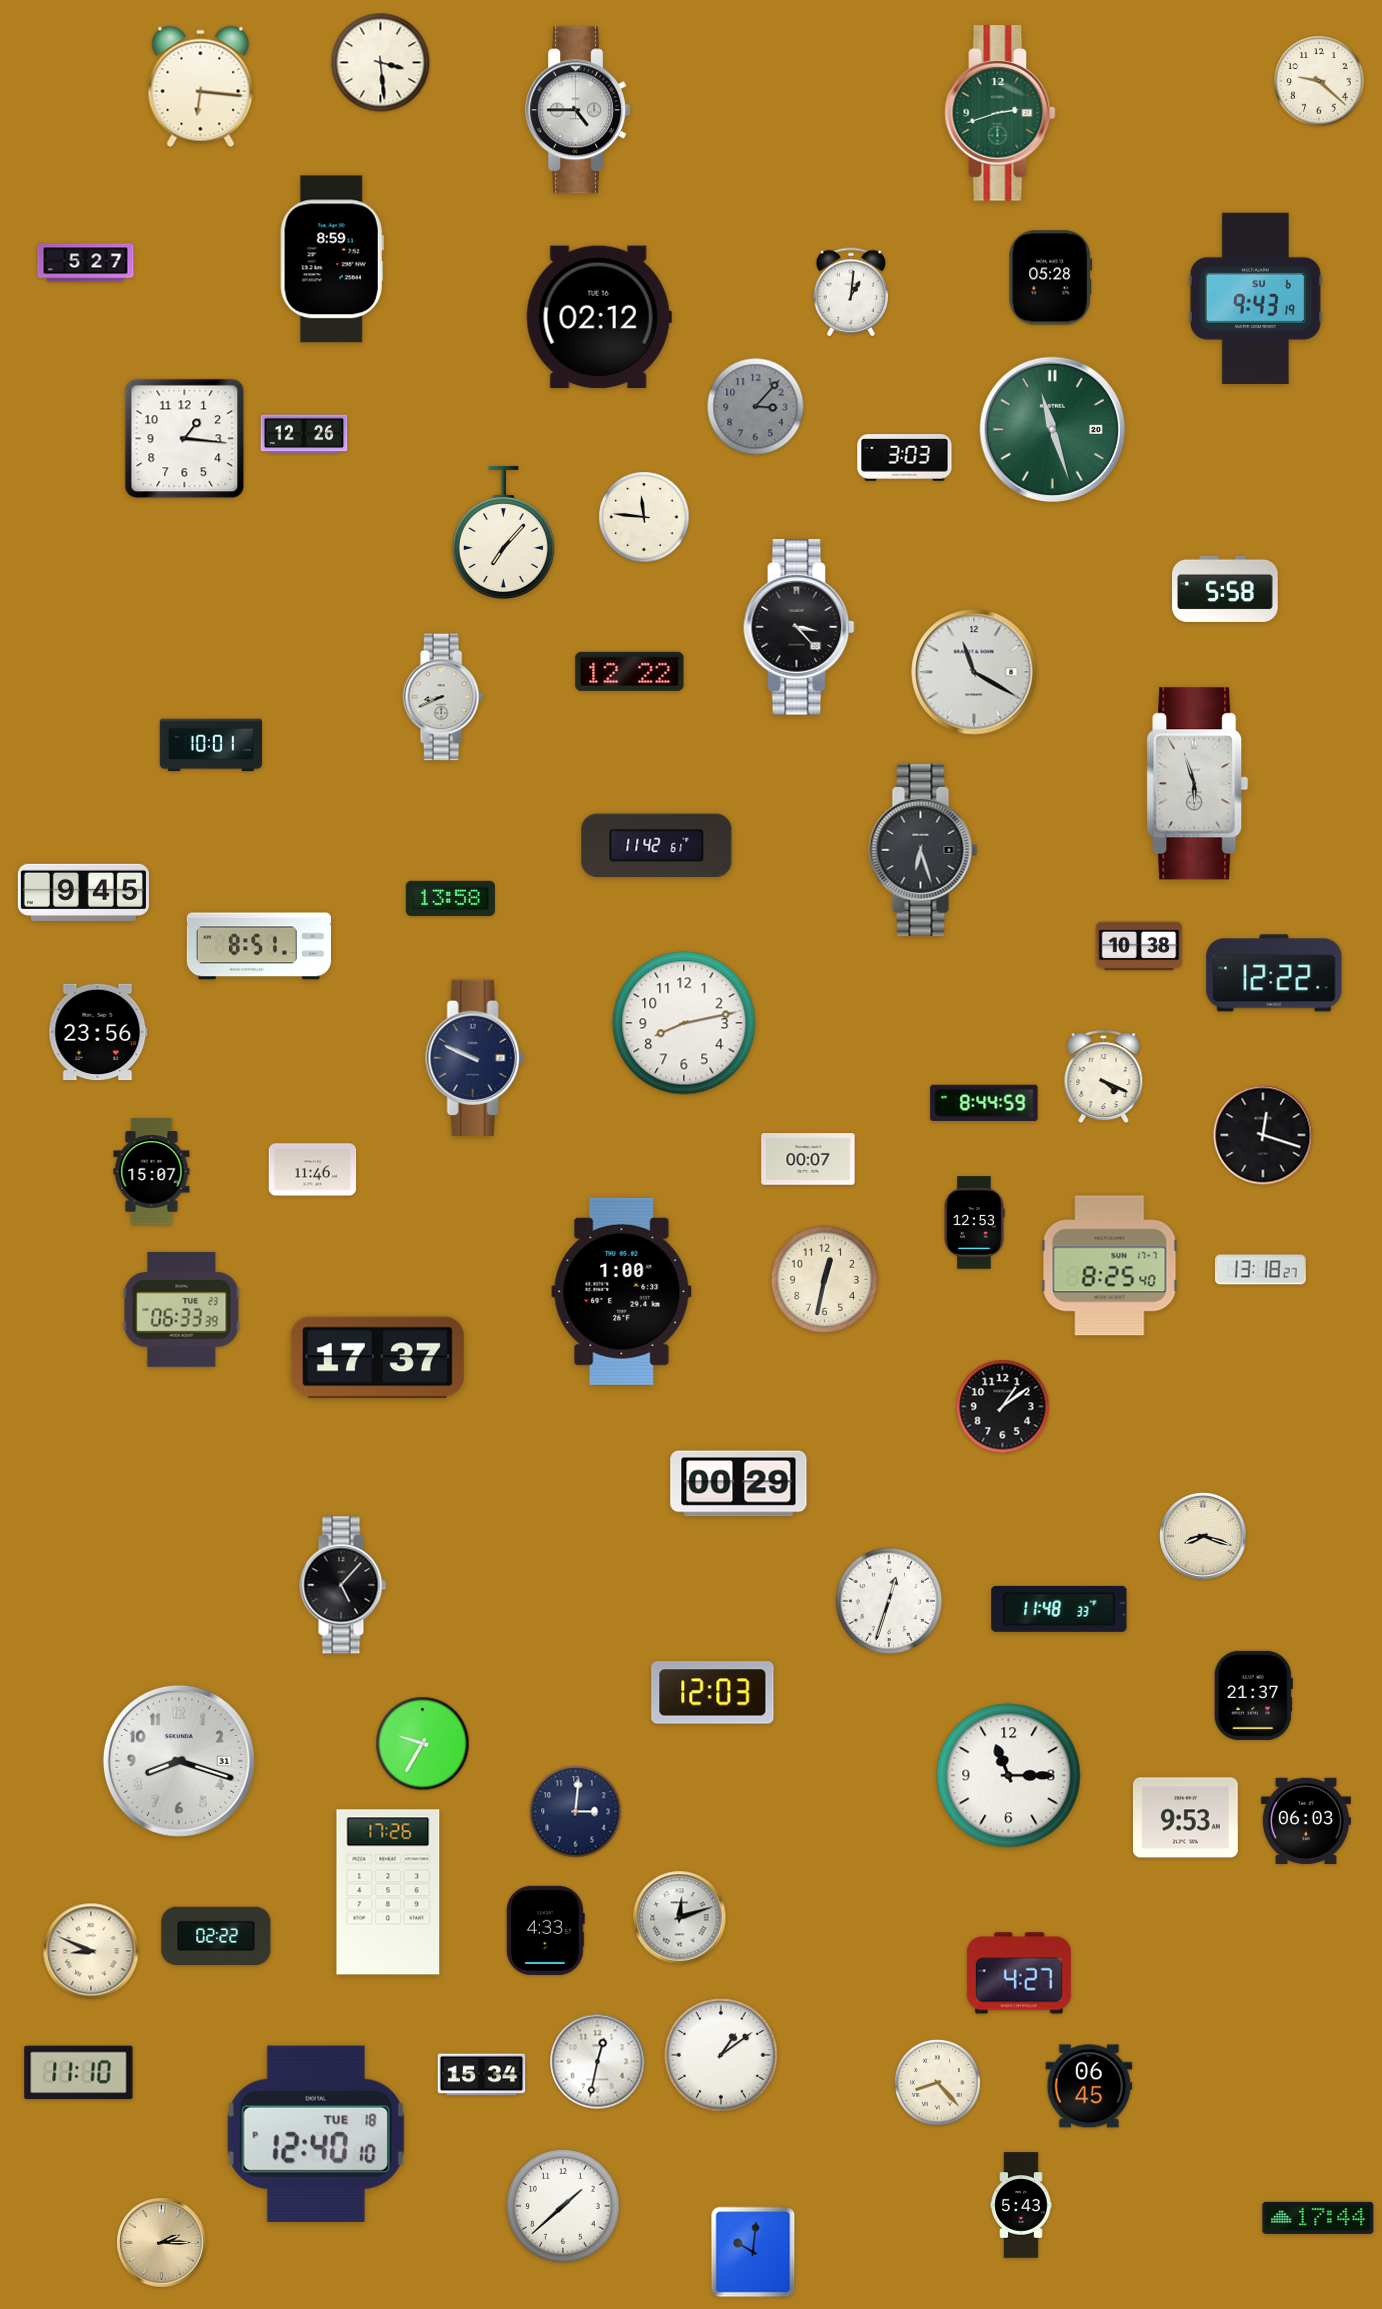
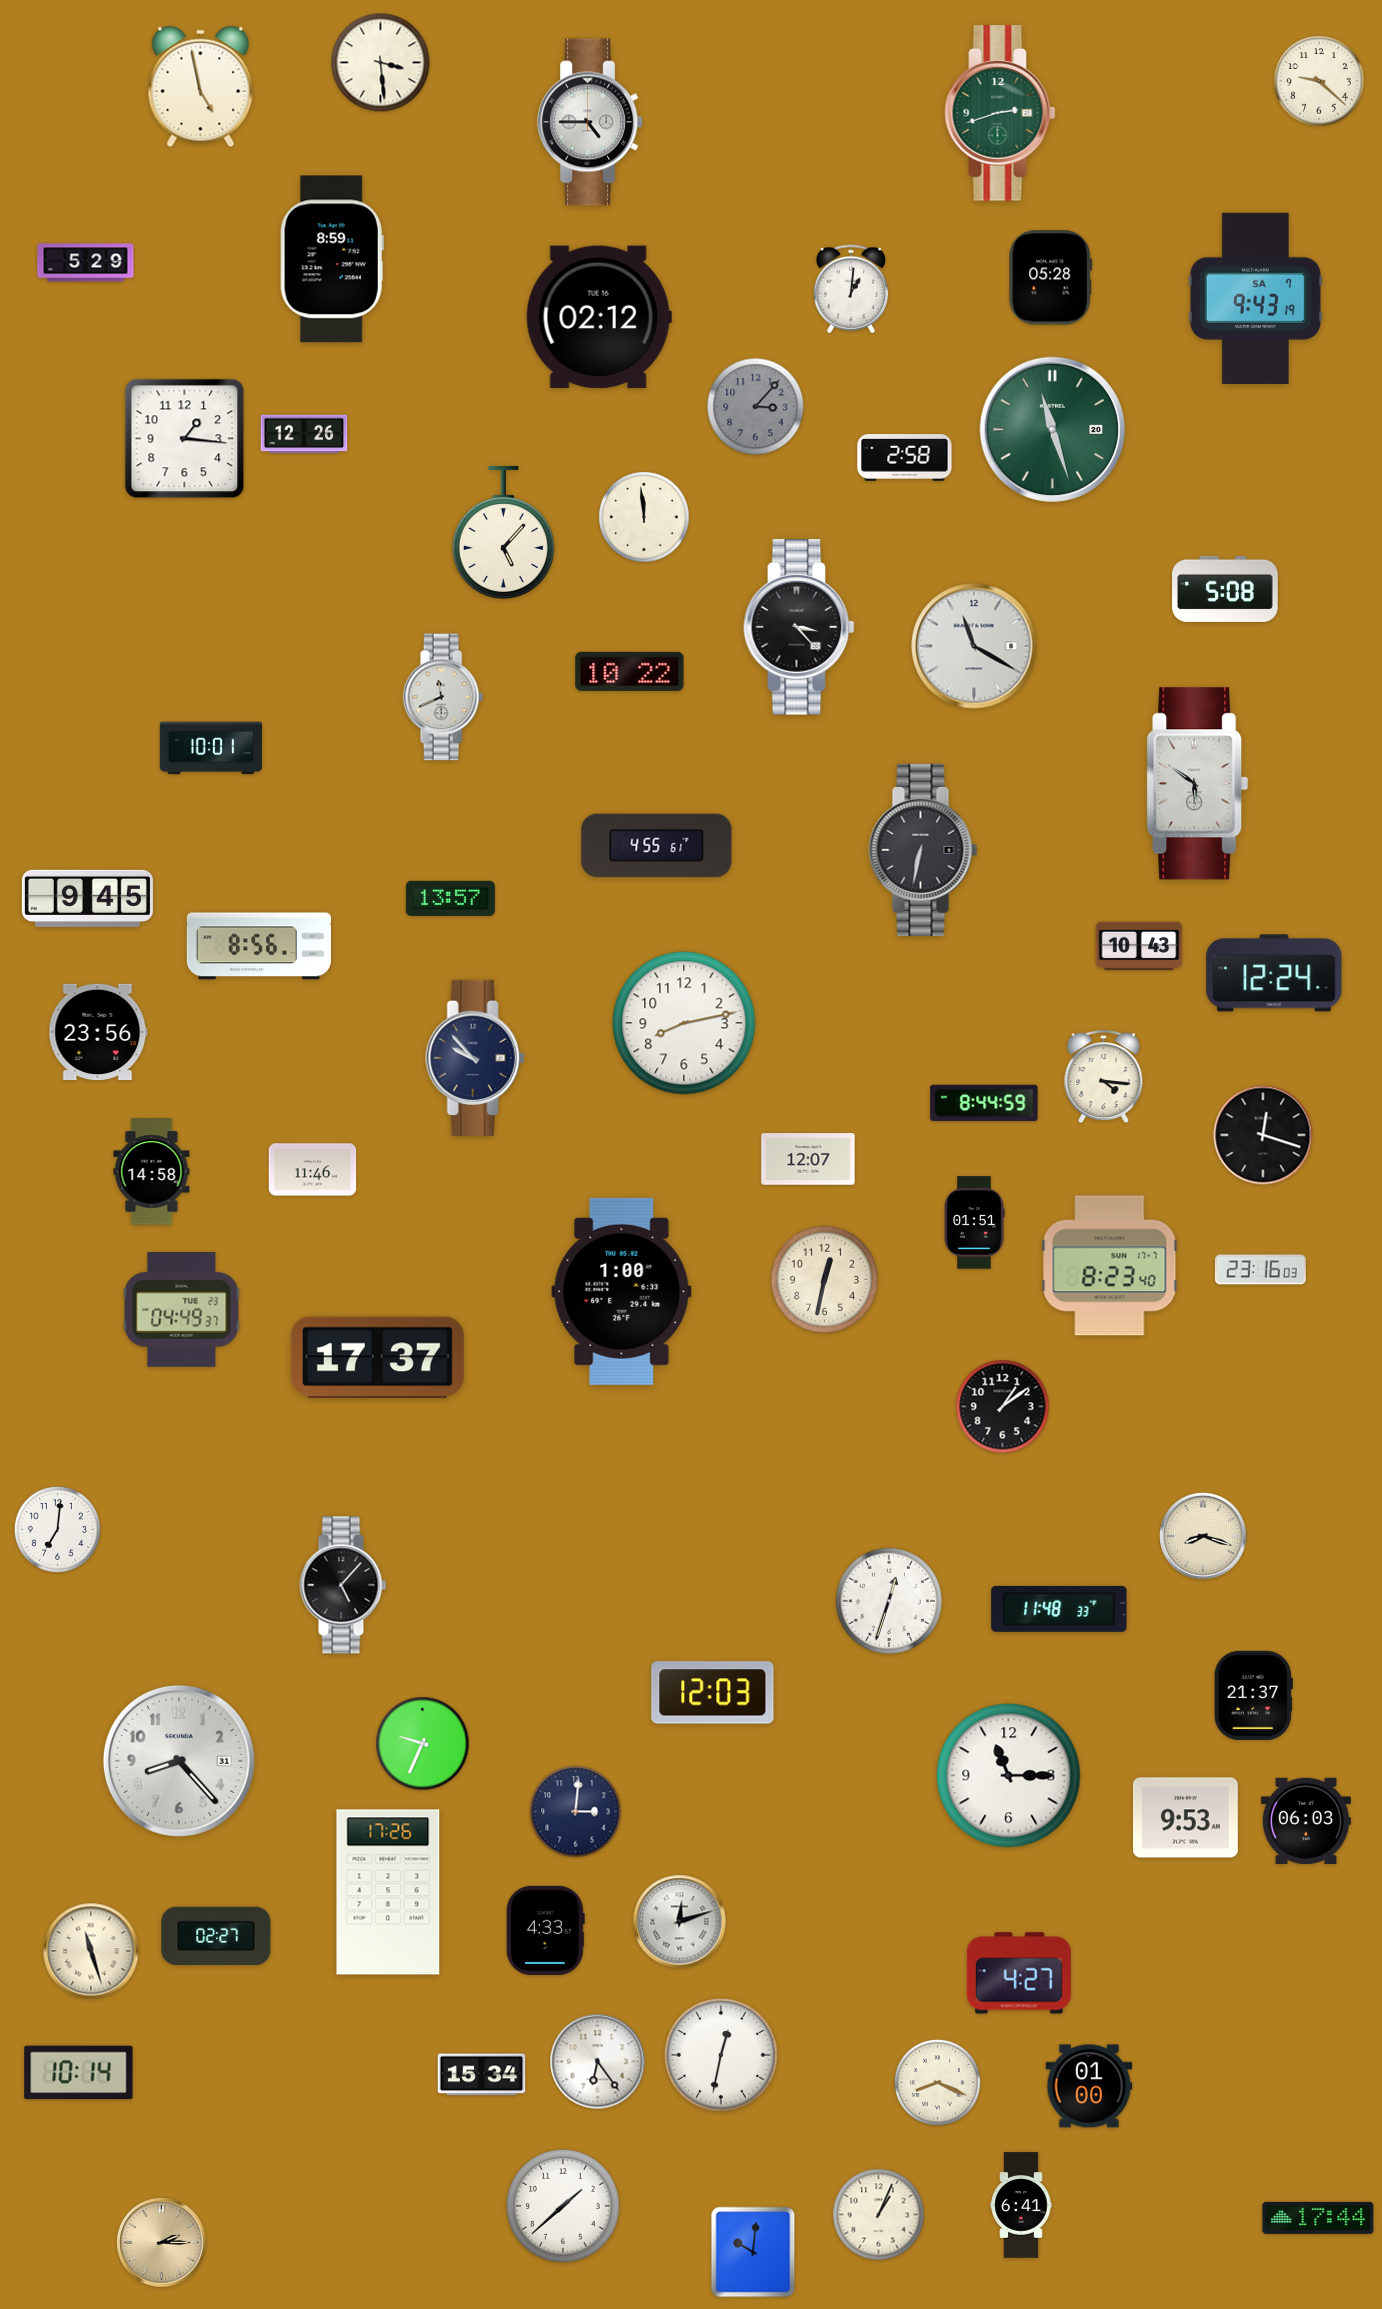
clock at (201, 87): 6:16 -> 4:58
clock at (578, 110) position: (578, 110) -> (590, 122)
clock at (86, 263): 5:27 -> 5:29
clock at (850, 292) position: (850, 292) -> (850, 289)
clock at (1255, 298) date: SU 6 -> SA 7
clock at (905, 458): 3:03 -> 2:58
clock at (644, 517): 11:46 -> 11:59
clock at (503, 532): 7:07 -> 5:07
clock at (1225, 589): 5:58 -> 5:08
clock at (630, 671): 12:22 -> 10:22
clock at (974, 672) position: (974, 672) -> (974, 646)
clock at (443, 697): 8:41 -> 11:41
clock at (210, 745) position: (210, 745) -> (210, 748)
clock at (1198, 784): 5:57 -> 5:51
clock at (657, 846): 11:42 -> 4:55
clock at (923, 850): 6:27 -> 6:32
clock at (83, 892) position: (83, 892) -> (87, 898)
clock at (450, 898): 13:58 -> 13:57
clock at (259, 946): 8:51 -> 8:56
clock at (1139, 946): 10:38 -> 10:43
clock at (1274, 973): 12:22 -> 12:24
clock at (475, 1058): 9:49 -> 9:53
clock at (1104, 1077): 4:19 -> 4:16
clock at (808, 1159): 00:07 -> 12:07
clock at (152, 1172): 15:07 -> 14:58
clock at (974, 1223): 12:53 -> 01:51
clock at (1110, 1266): 8:25 -> 8:23
clock at (1260, 1270): 13:18 -> 23:16
clock at (182, 1309): 06:33 -> 04:49
clock at (739, 1484): 00:29 -> none
clock at (57, 1529): none -> 7:01
clock at (423, 1744): 9:35 -> 9:34
clock at (179, 1761): 8:18 -> 8:23
clock at (680, 1918) position: (680, 1918) -> (680, 1922)
clock at (216, 1935): 02:22 -> 02:27
clock at (91, 1951): 8:49 -> 11:27
clock at (721, 2055): 1:09 -> 12:32
clock at (598, 2062): 12:32 -> 6:24
clock at (79, 2073): 11:10 -> 10:14
clock at (937, 2082): 8:23 -> 8:19
clock at (1089, 2086): 06:45 -> 01:00
clock at (316, 2134): 12:40 -> none
clock at (1021, 2205): 5:43 -> 6:41
clock at (879, 2215): none -> 1:04
